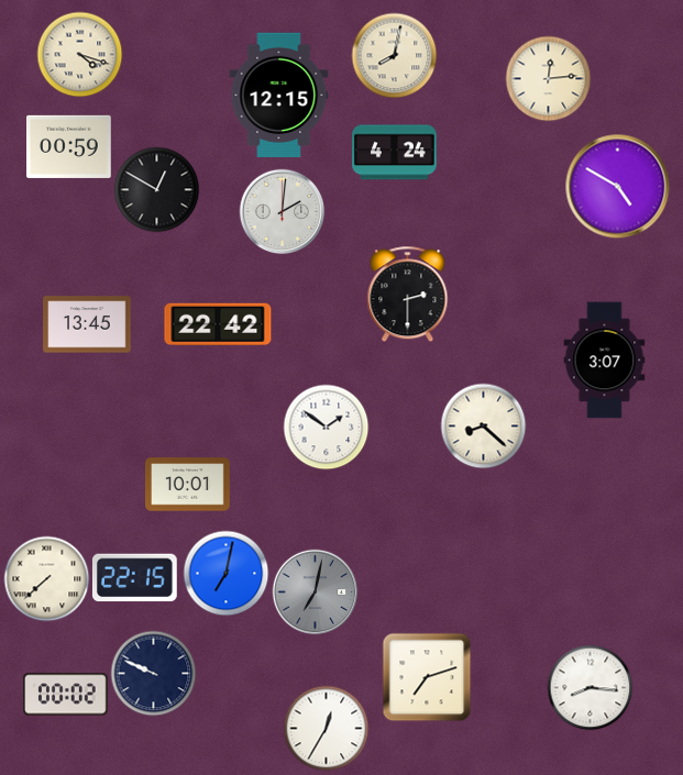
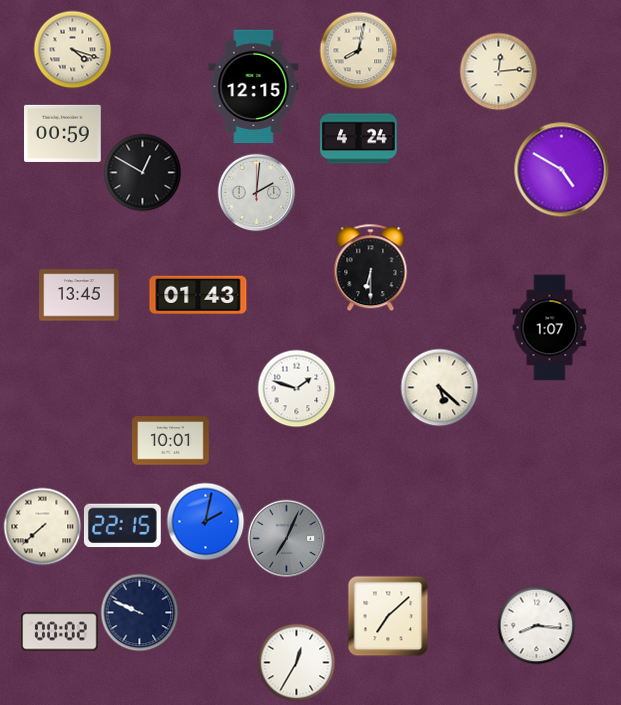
clock at (408, 294): 2:30 -> 6:30
clock at (218, 323): 22:42 -> 01:43
clock at (605, 361): 3:07 -> 1:07
clock at (483, 425): 8:22 -> 5:22
clock at (326, 427): 1:51 -> 1:48
clock at (225, 573): 7:02 -> 2:02
clock at (315, 591): 7:02 -> 7:04
clock at (427, 677): 7:12 -> 7:08
